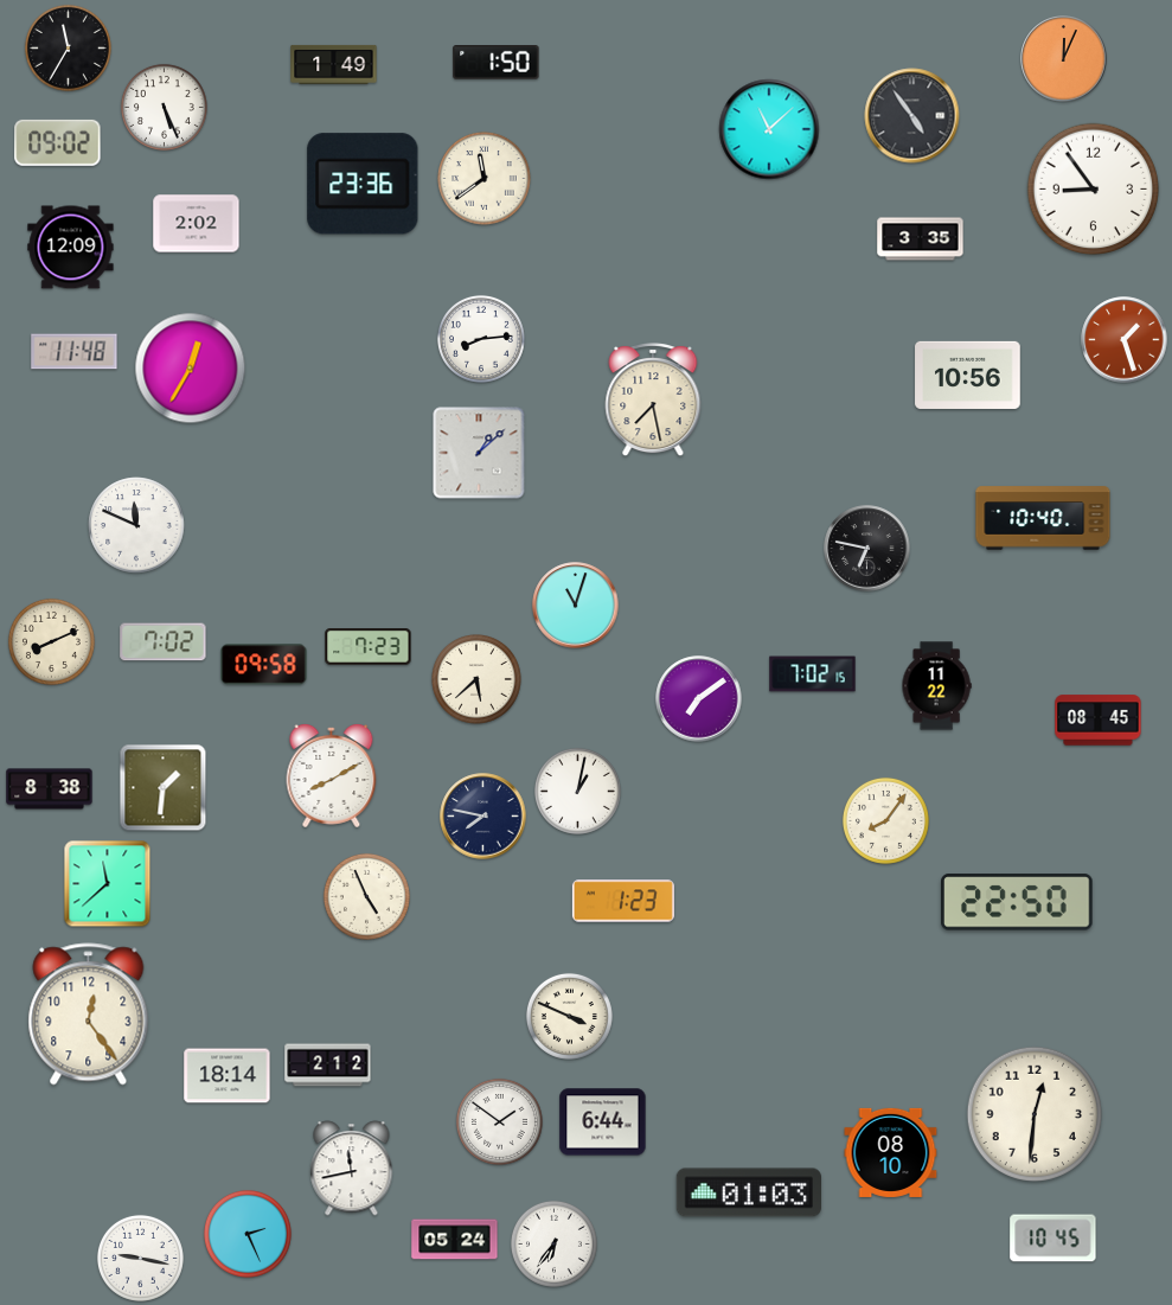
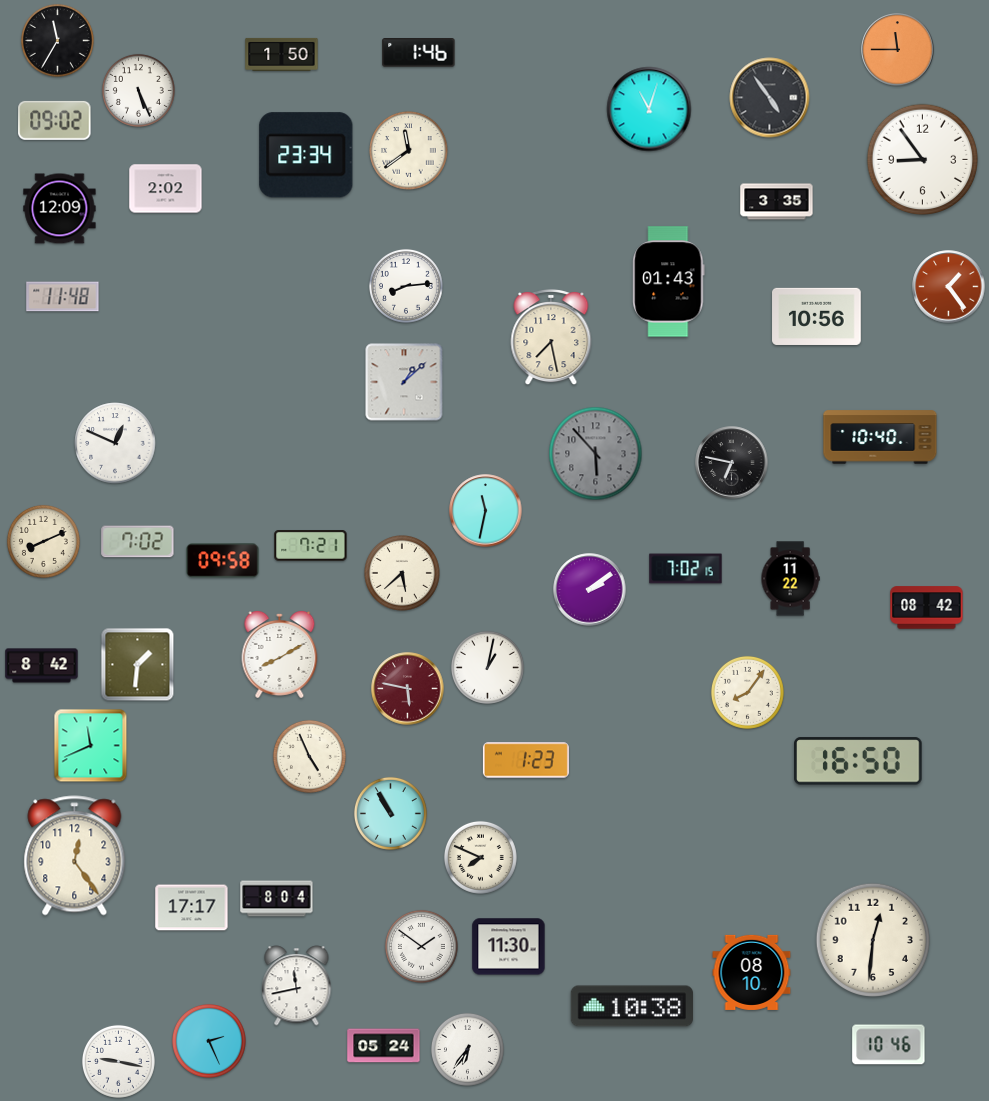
clock at (1064, 59): 12:04 -> 11:45
clock at (497, 63): 1:50 -> 1:46
clock at (334, 64): 1:49 -> 1:50
clock at (769, 129): 11:08 -> 11:03
clock at (58, 142) position: (58, 142) -> (55, 120)
clock at (363, 184): 23:36 -> 23:34
clock at (669, 282): none -> 01:43
clock at (1125, 340): 1:27 -> 1:24
clock at (191, 369): 12:35 -> none
clock at (136, 525): 11:49 -> 12:49
clock at (596, 454): none -> 5:53
clock at (576, 606): 11:03 -> 11:32
clock at (369, 647): 7:23 -> 7:21
clock at (699, 699): 7:09 -> 2:09
clock at (1099, 721): 08:45 -> 08:42
clock at (50, 789): 8:38 -> 8:42
clock at (483, 817): 7:47 -> 5:47
clock at (483, 817) dial: navy -> burgundy
clock at (108, 884): 11:38 -> 11:41
clock at (1018, 902): 22:50 -> 16:50
clock at (390, 813): none -> 10:55
clock at (569, 1016): 3:49 -> 7:49
clock at (328, 1066): 2:12 -> 8:04
clock at (228, 1076): 18:14 -> 17:17
clock at (603, 1122): 6:44 -> 11:30
clock at (748, 1192): 01:03 -> 10:38
clock at (1053, 1239): 10:45 -> 10:46
